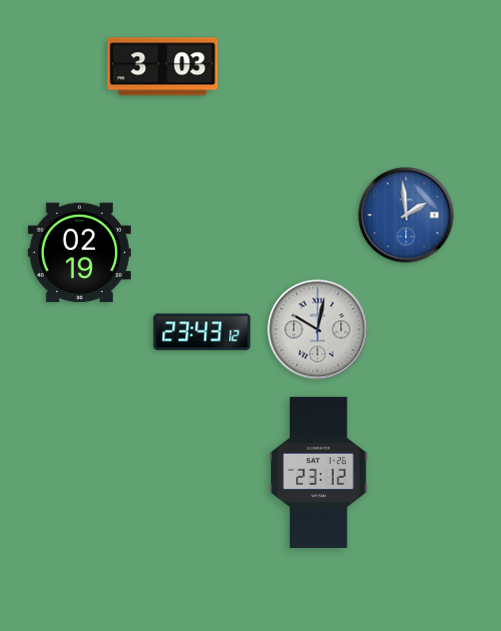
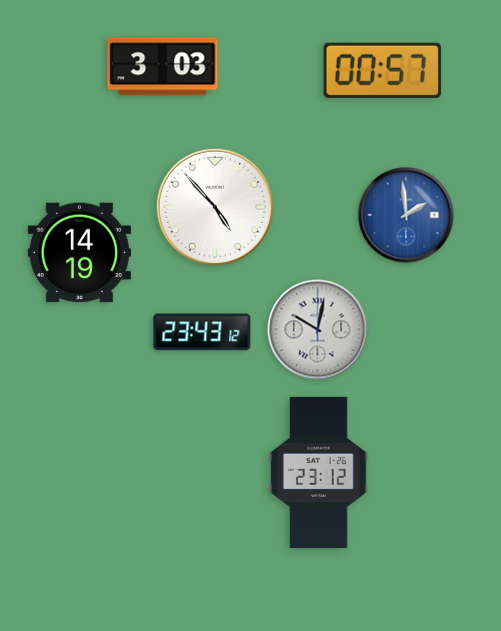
clock at (382, 70): none -> 00:57
clock at (215, 207): none -> 4:53
clock at (79, 253): 02:19 -> 14:19
